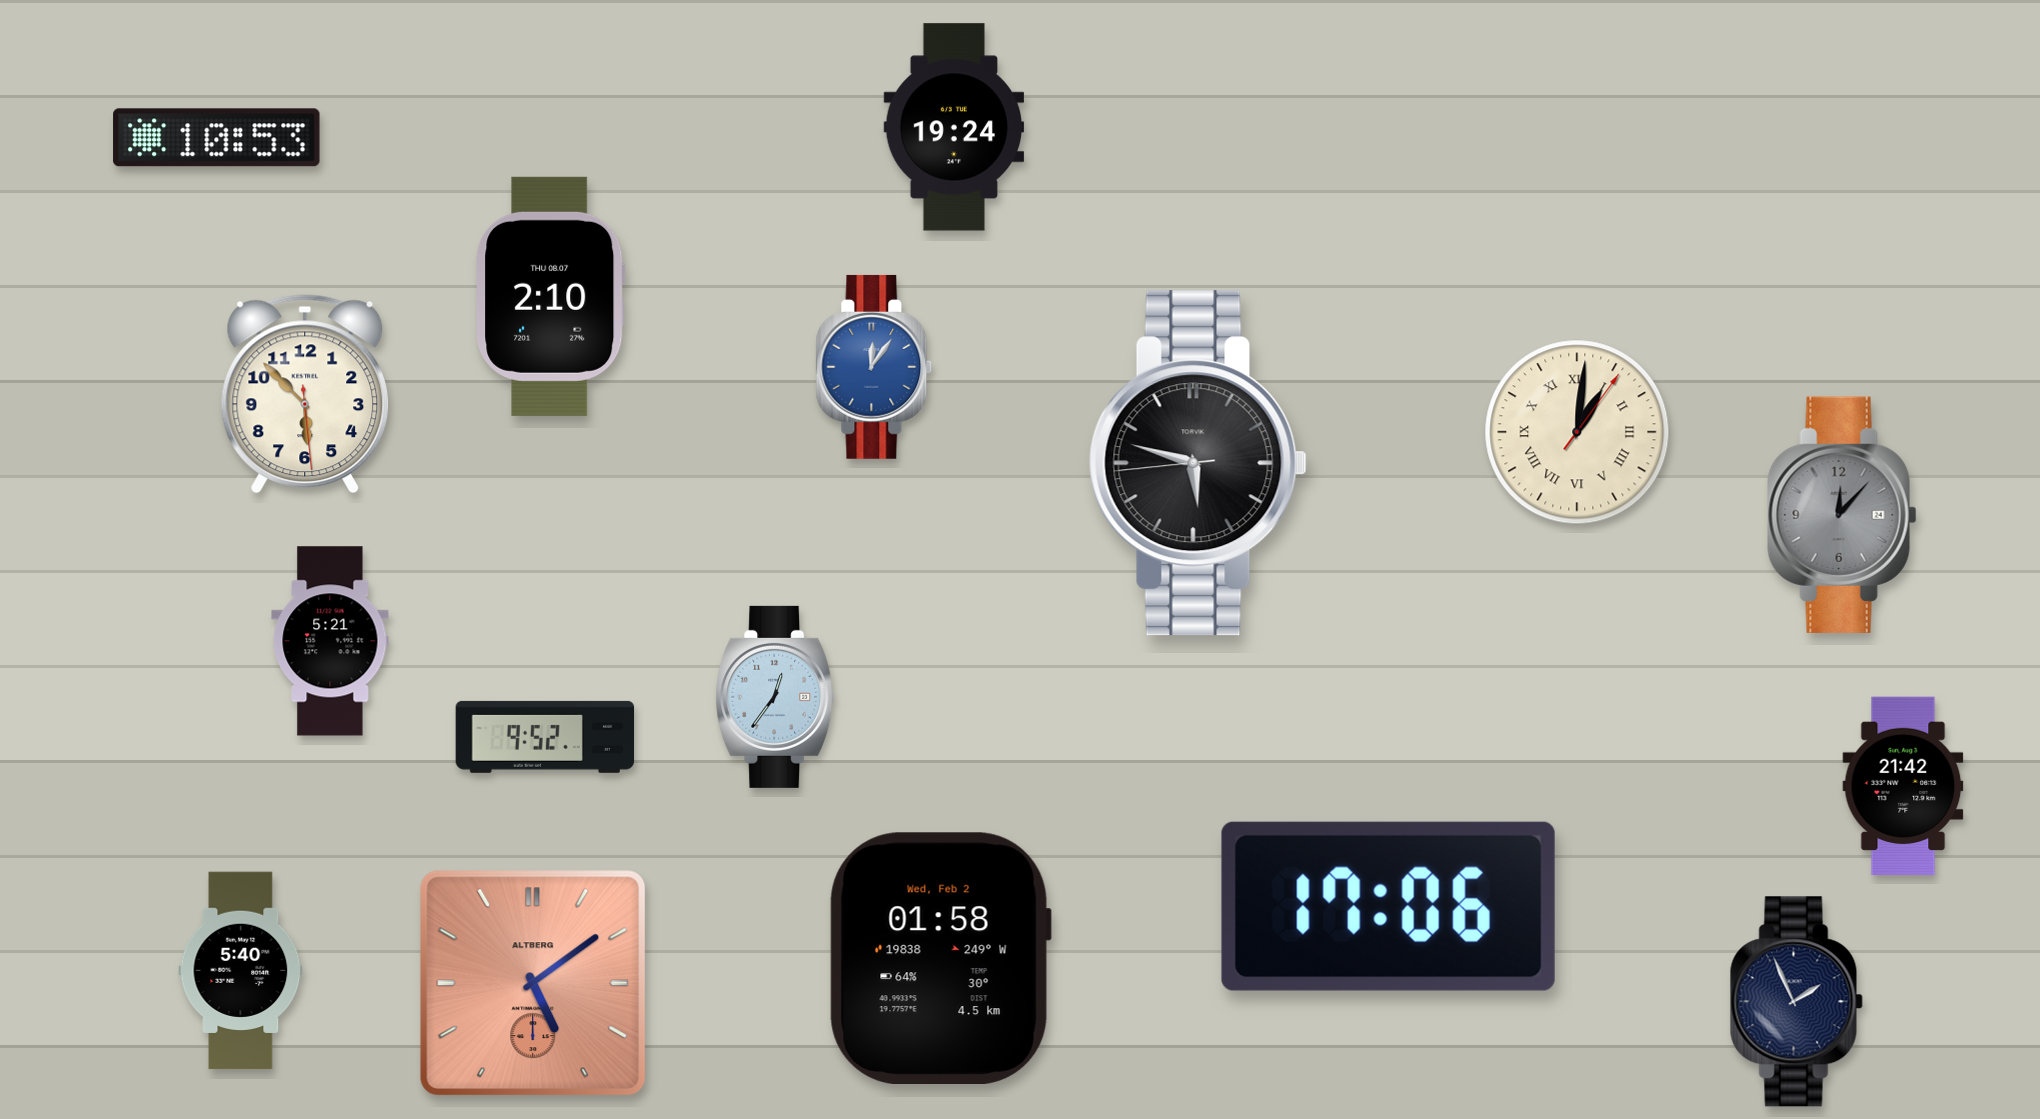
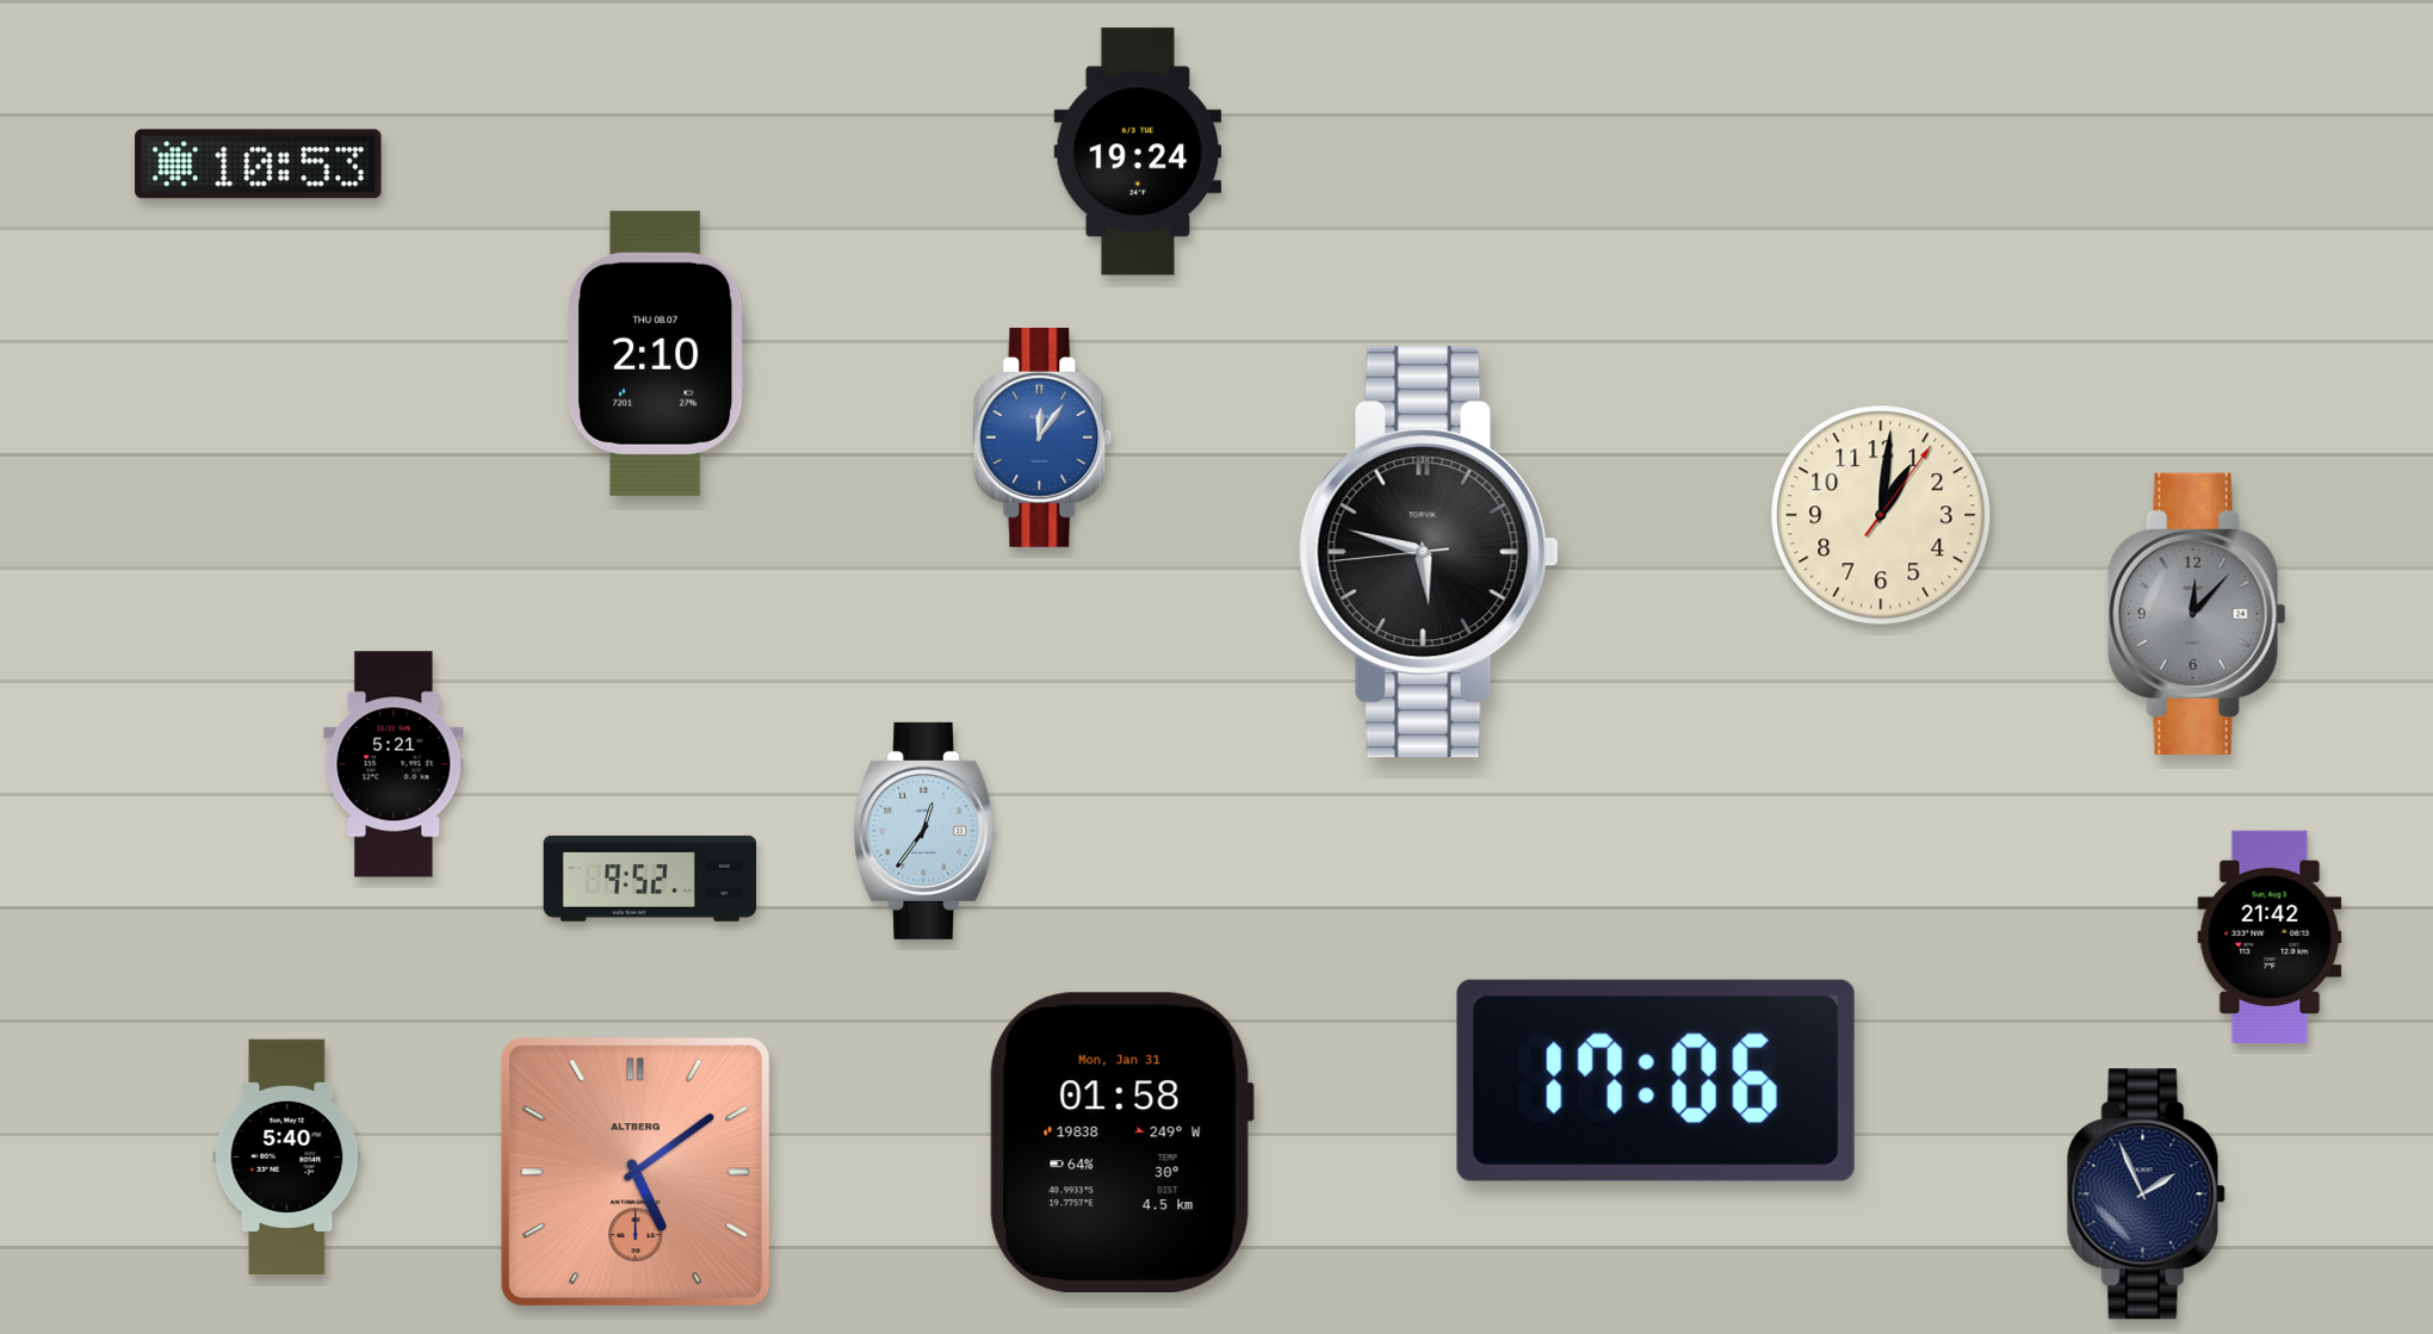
clock at (305, 394): 5:52 -> none
clock at (1577, 432) numerals: Roman -> Arabic
clock at (940, 958) date: Wed, Feb 2 -> Mon, Jan 31
clock at (1796, 1002) position: (1796, 1002) -> (2146, 1195)
